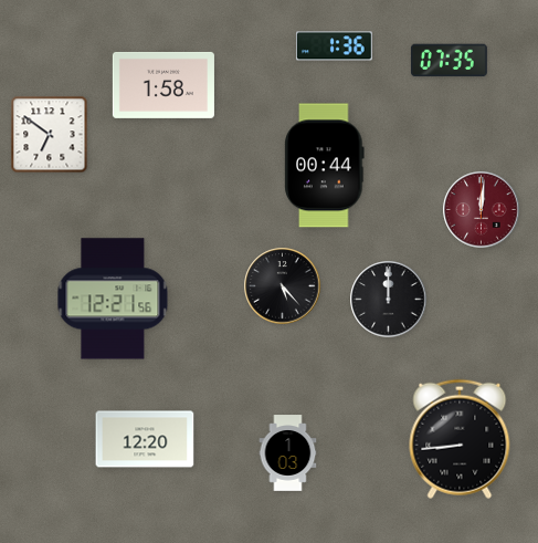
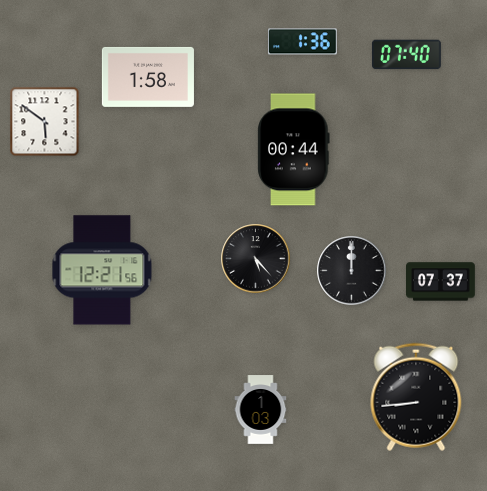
clock at (449, 61): 07:35 -> 07:40
clock at (50, 135): 6:51 -> 5:51
clock at (482, 210): 12:01 -> none
clock at (441, 282): none -> 07:37
clock at (145, 439): 12:20 -> none
